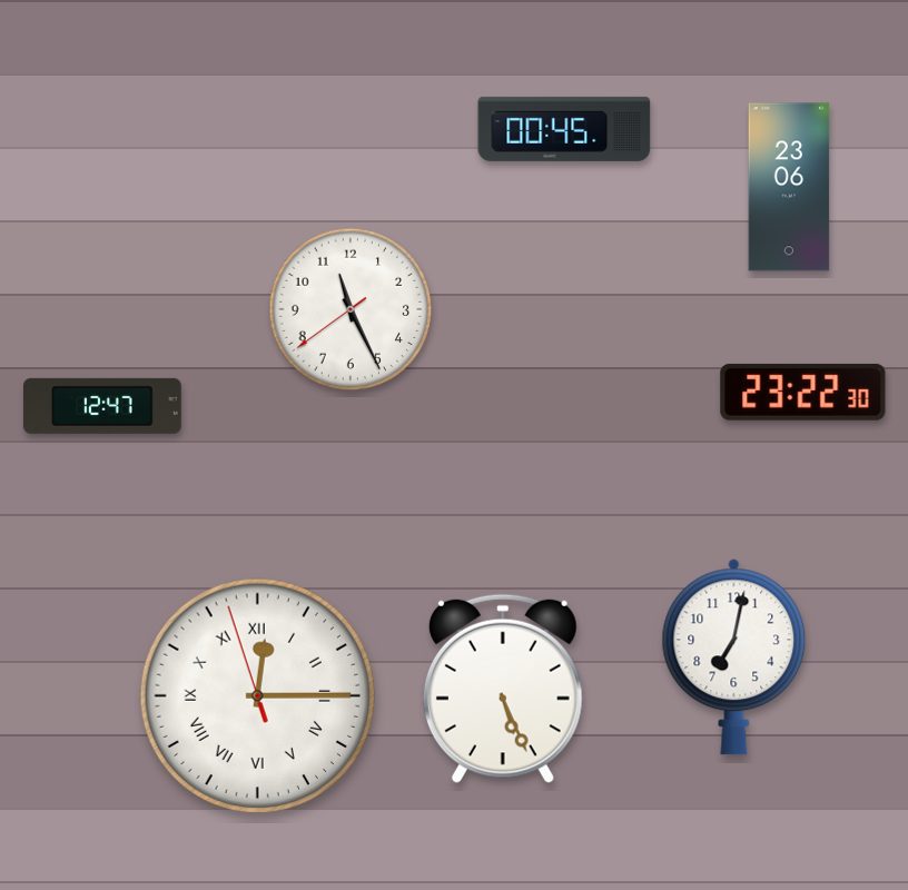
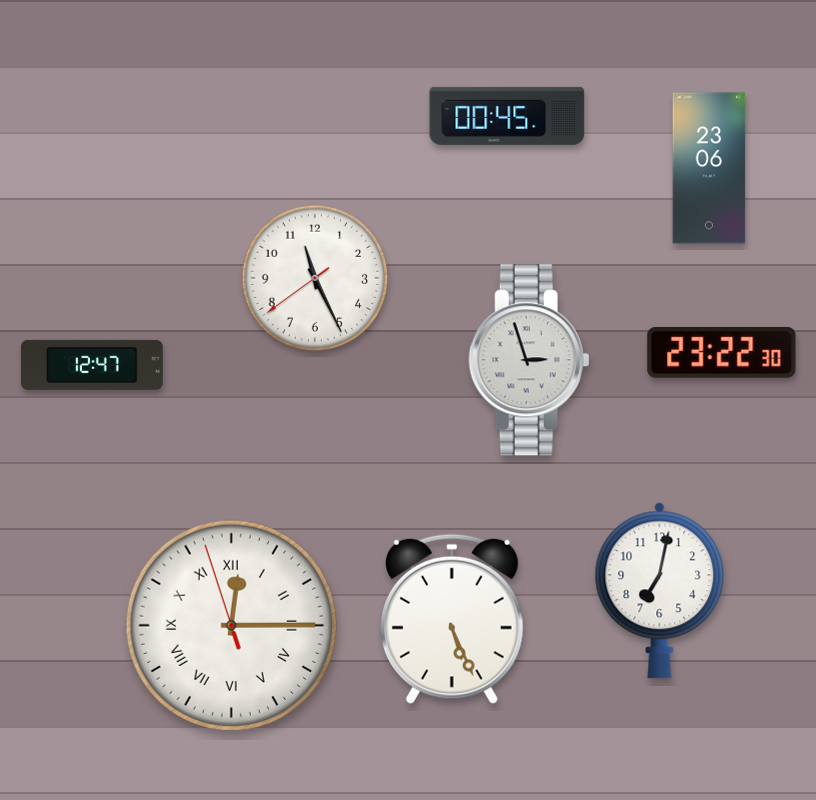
clock at (529, 360): none -> 2:57
